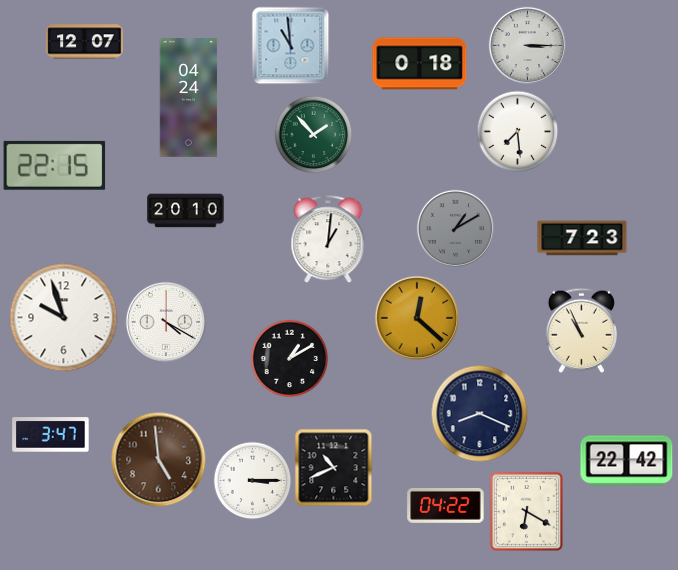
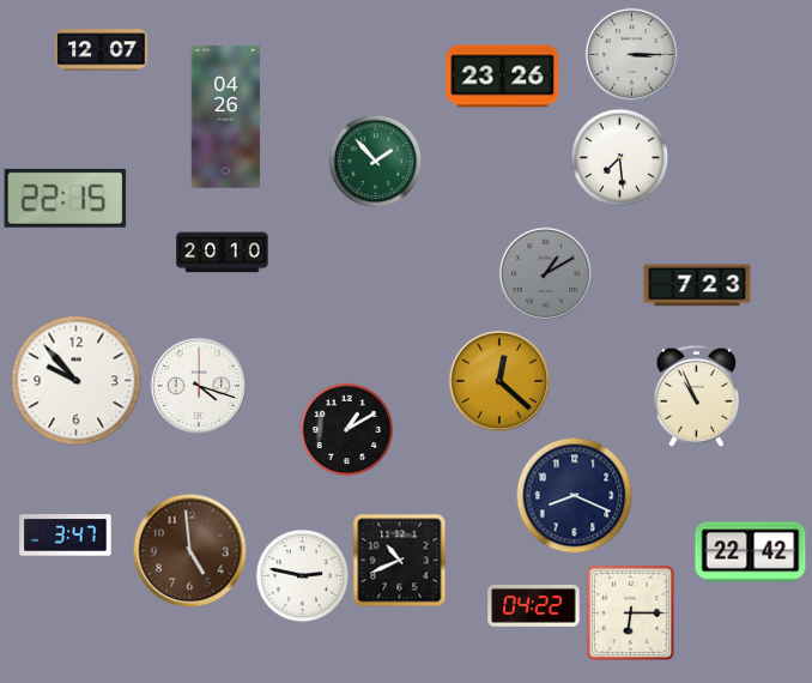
clock at (290, 45): 10:59 -> none
clock at (420, 64): 0:18 -> 23:26
clock at (189, 98): 04:24 -> 04:26
clock at (328, 239): 1:01 -> none
clock at (64, 318): 9:57 -> 9:53
clock at (165, 321): 4:20 -> 4:18
clock at (51, 435) position: (51, 435) -> (66, 536)
clock at (252, 480): 3:15 -> 2:47
clock at (526, 511): 6:20 -> 6:15
